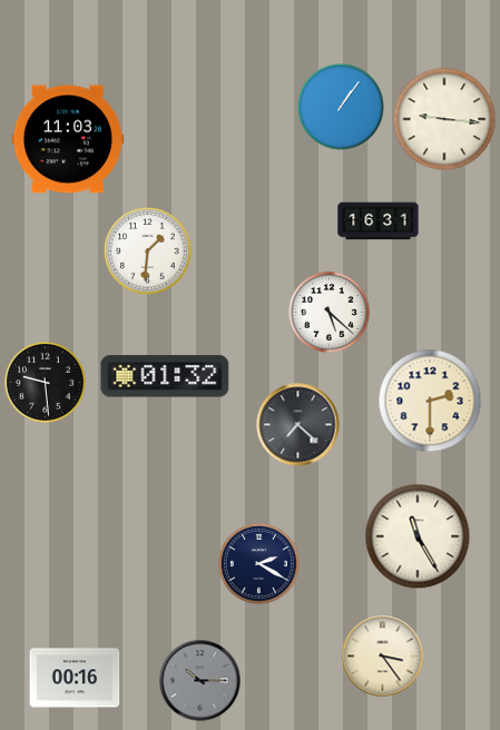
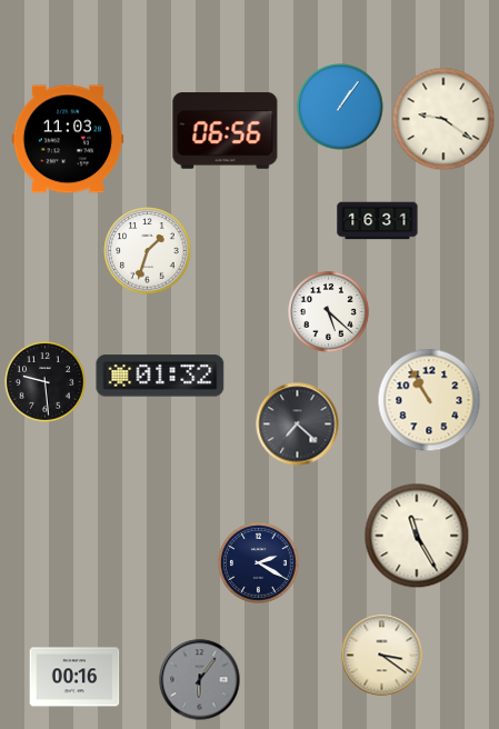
clock at (444, 119): 9:16 -> 9:21
clock at (226, 131): none -> 06:56
clock at (148, 251): 1:31 -> 1:33
clock at (165, 376) position: (165, 376) -> (160, 376)
clock at (430, 401): 2:30 -> 10:55
clock at (383, 657): 3:24 -> 3:21
clock at (200, 681): 10:15 -> 6:06
